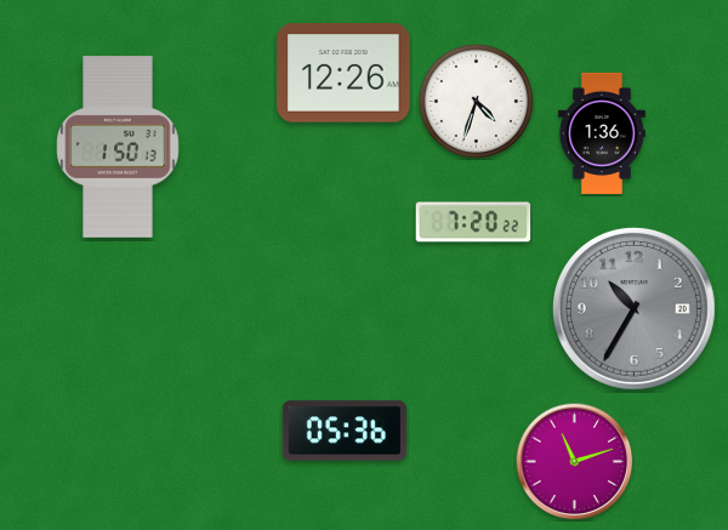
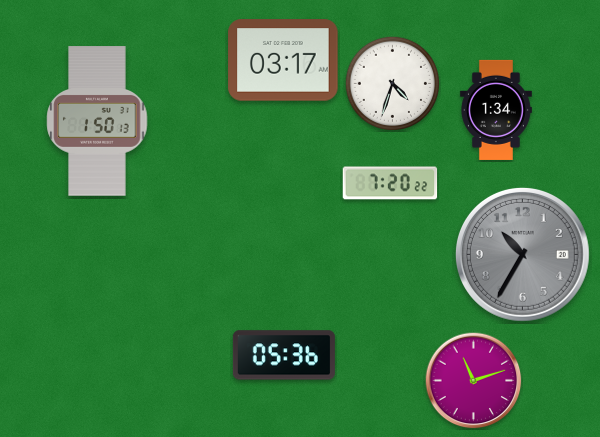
clock at (343, 73): 12:26 -> 03:17
clock at (602, 133): 1:36 -> 1:34
